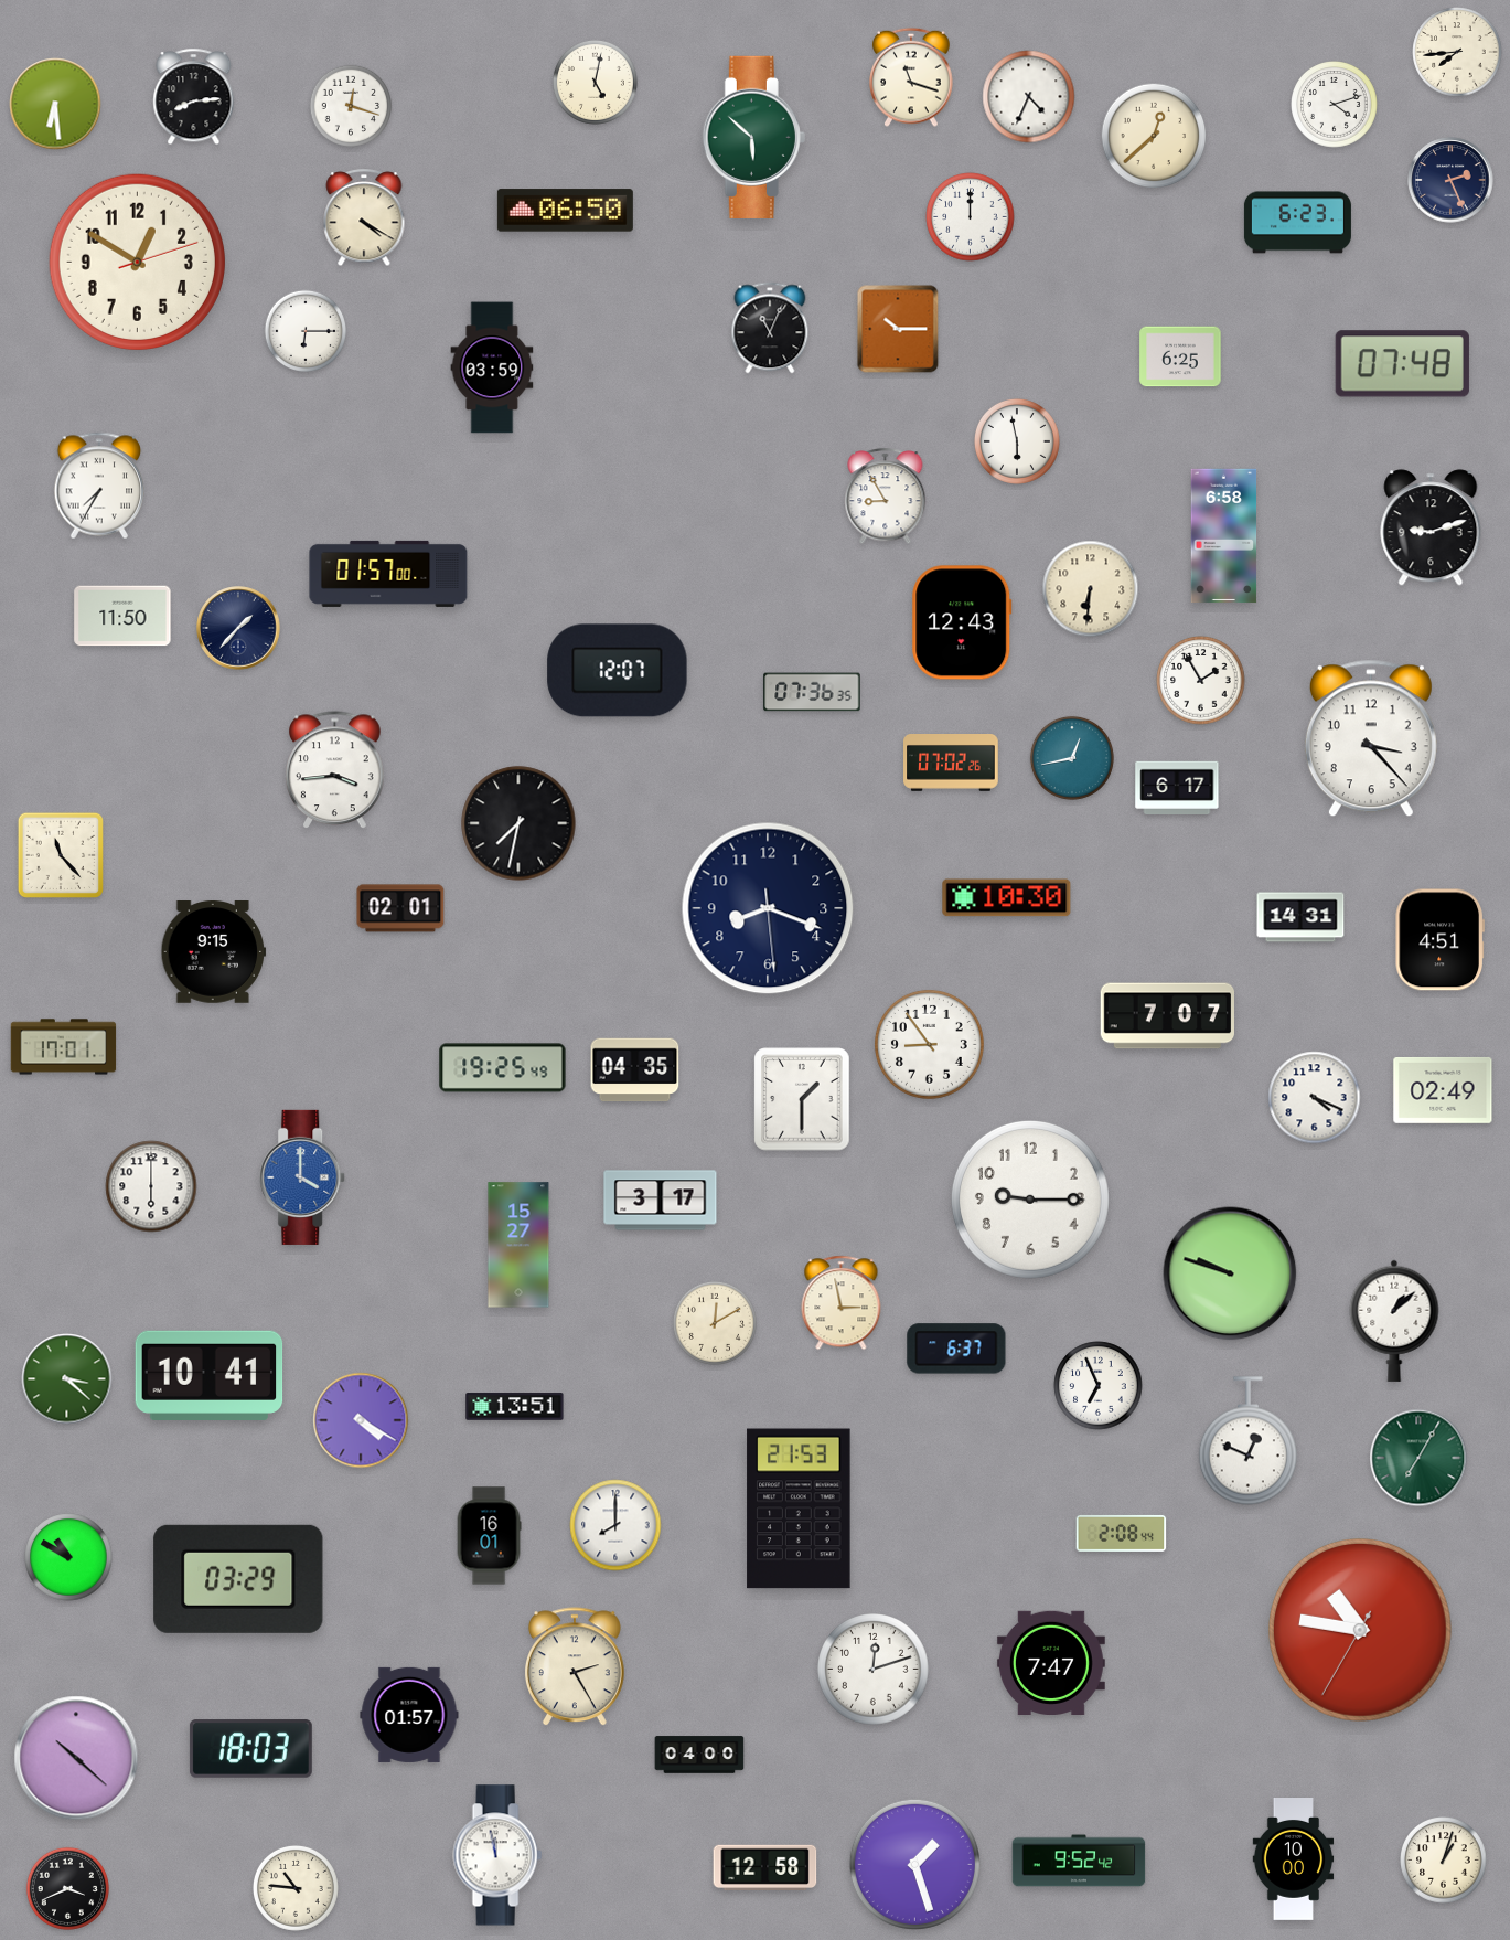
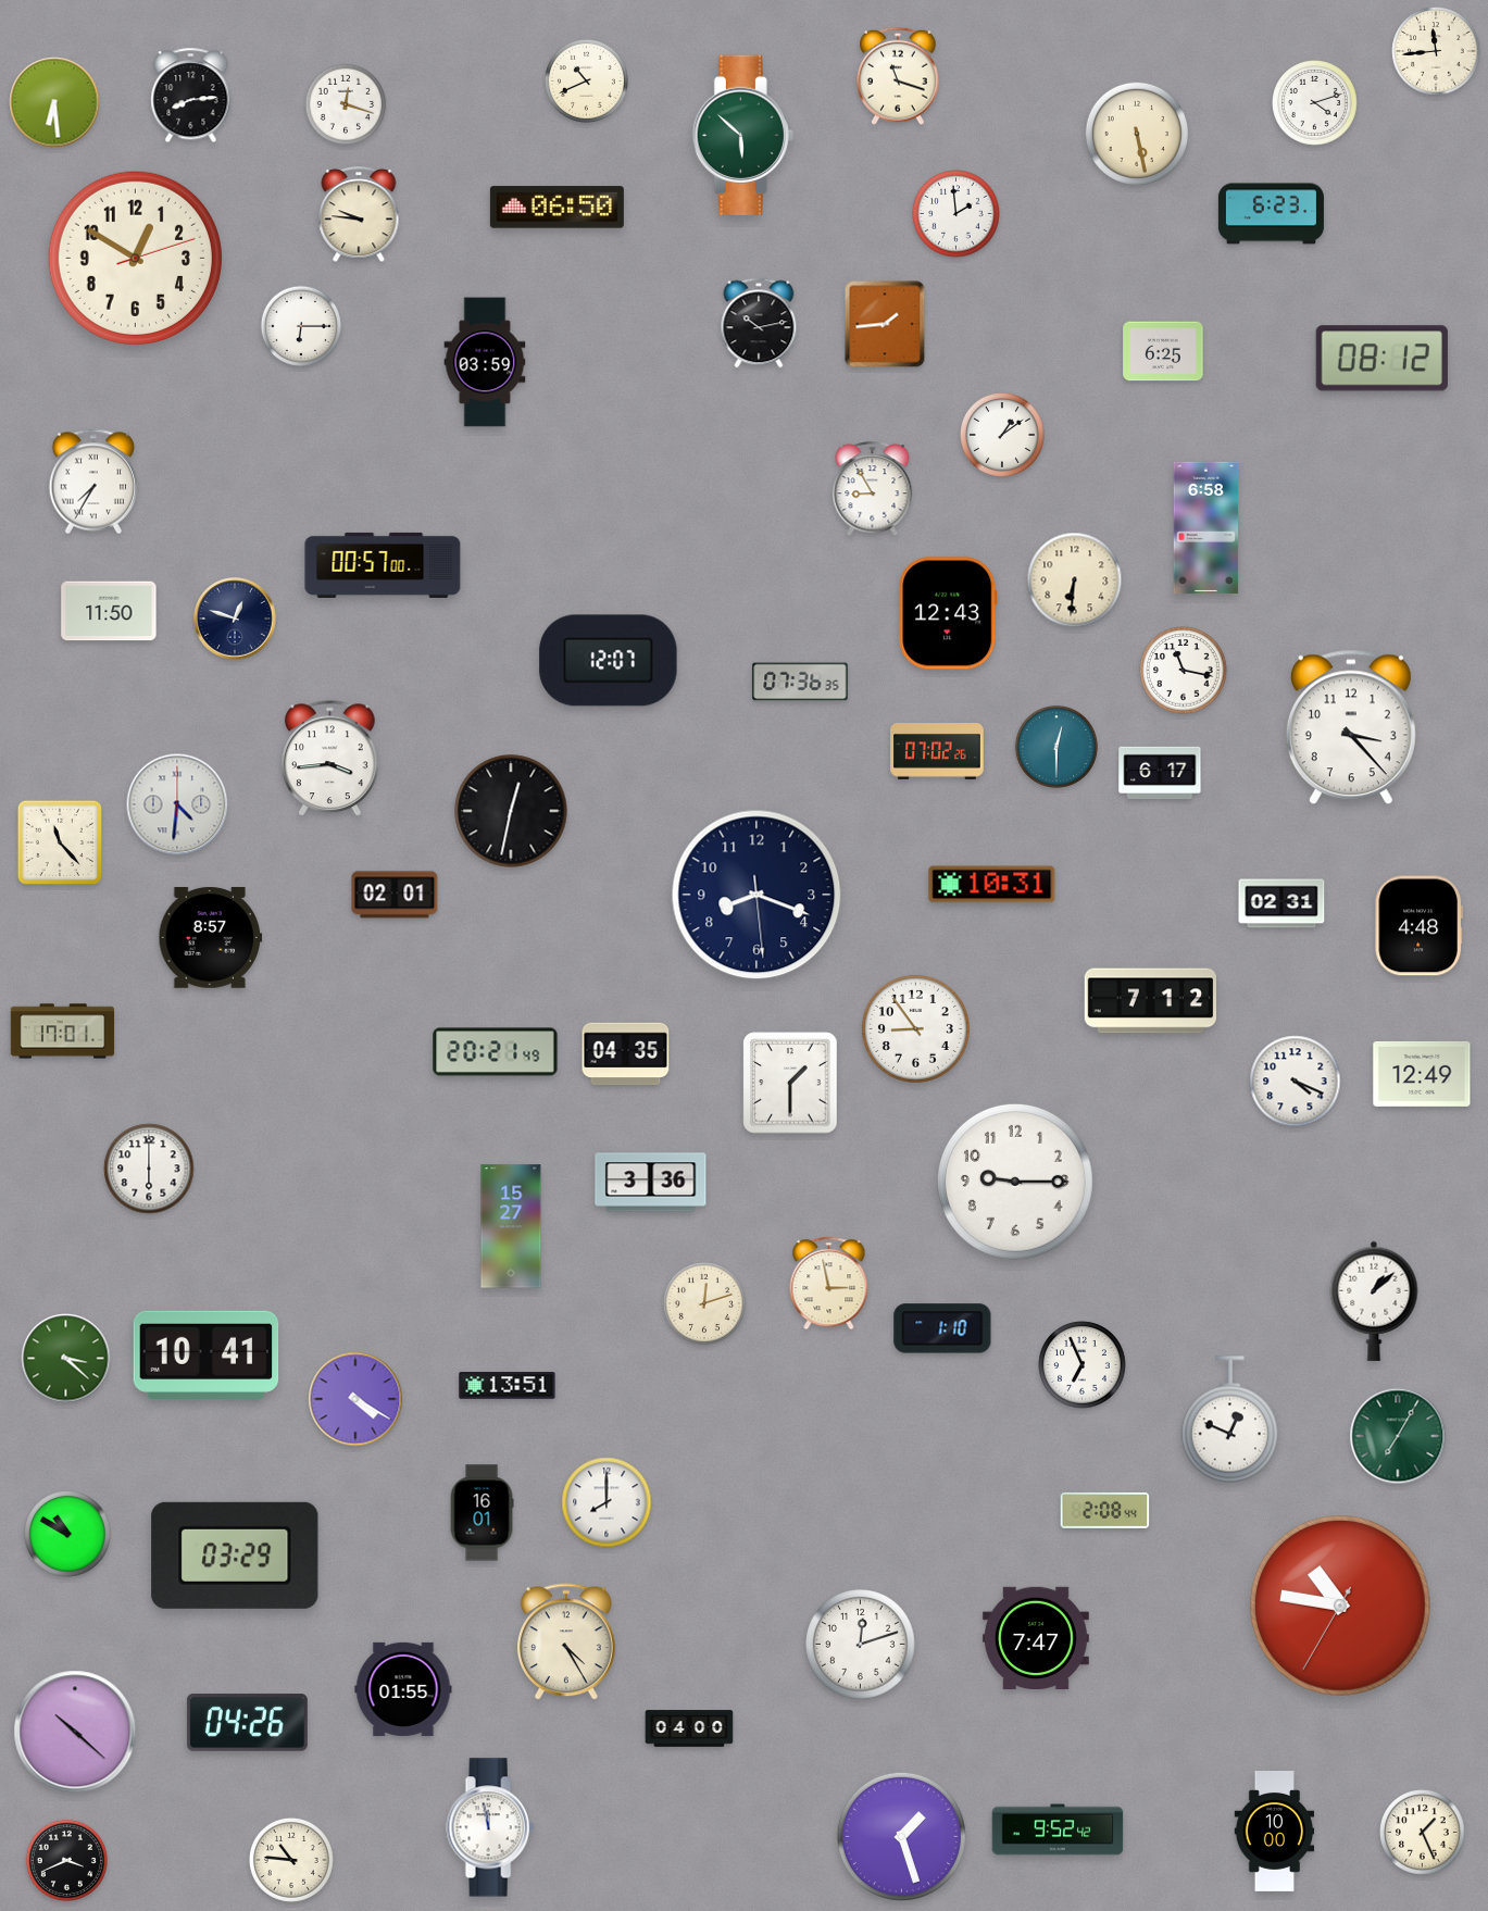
clock at (1457, 52): 7:44 -> 11:44
clock at (595, 82): 5:02 -> 10:41
clock at (1029, 97): 4:34 -> none
clock at (1154, 136): 12:38 -> 5:28
clock at (1450, 180): 2:26 -> none
clock at (971, 217): 12:00 -> 1:59
clock at (364, 218): 4:20 -> 9:46
clock at (1297, 223) position: (1297, 223) -> (1271, 214)
clock at (770, 328): 11:04 -> 10:13
clock at (898, 329): 10:15 -> 1:44
clock at (1402, 364): 07:48 -> 08:12
clock at (1017, 441): 5:58 -> 1:09
clock at (99, 486) position: (99, 486) -> (93, 482)
clock at (1431, 527): 9:12 -> none
clock at (388, 574): 01:57 -> 00:57
clock at (122, 616) position: (122, 616) -> (109, 611)
clock at (238, 628): 1:37 -> 12:48
clock at (1201, 681): 1:55 -> 11:17
clock at (1072, 758): 12:43 -> 12:30
clock at (1177, 787) position: (1177, 787) -> (1160, 772)
clock at (177, 804): none -> 4:31
clock at (518, 823): 7:32 -> 12:32
clock at (1007, 898): 10:30 -> 10:31
clock at (1300, 917): 14:31 -> 02:31
clock at (1439, 940): 4:51 -> 4:48
clock at (214, 952): 9:15 -> 8:57
clock at (1168, 1016): 7:07 -> 7:12
clock at (503, 1068): 19:25 -> 20:21
clock at (1443, 1090): 02:49 -> 12:49
clock at (303, 1177): 4:00 -> none
clock at (661, 1201): 3:17 -> 3:36
clock at (1230, 1273): 9:48 -> none
clock at (715, 1323): 12:10 -> 12:12
clock at (956, 1349): 6:37 -> 1:10
clock at (799, 1509): 21:53 -> none
clock at (575, 1667): 2:25 -> 4:25
clock at (409, 1715): 01:57 -> 01:55
clock at (250, 1749): 18:03 -> 04:26
clock at (1079, 1861) position: (1079, 1861) -> (1058, 1829)
clock at (1444, 1861): 1:03 -> 1:26
clock at (765, 1867): 12:58 -> none
